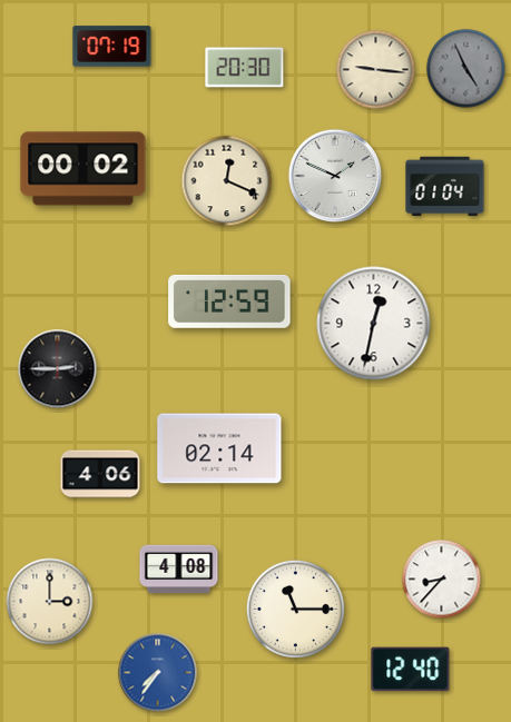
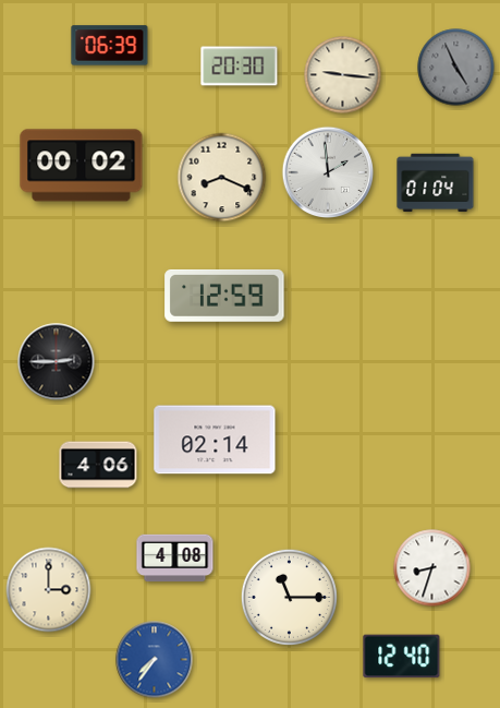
clock at (112, 47): 07:19 -> 06:39
clock at (376, 70) position: (376, 70) -> (343, 75)
clock at (335, 176): 1:49 -> 1:59
clock at (227, 181): 12:19 -> 8:19
clock at (374, 324): 12:32 -> none
clock at (442, 580): 8:37 -> 8:33
